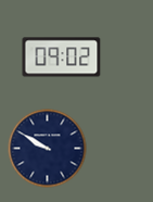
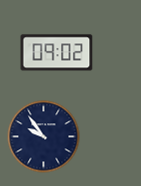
clock at (48, 149): 9:50 -> 9:54
